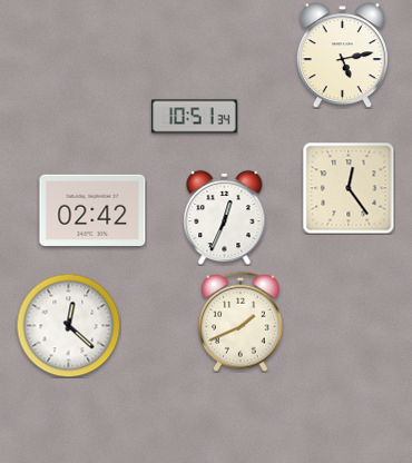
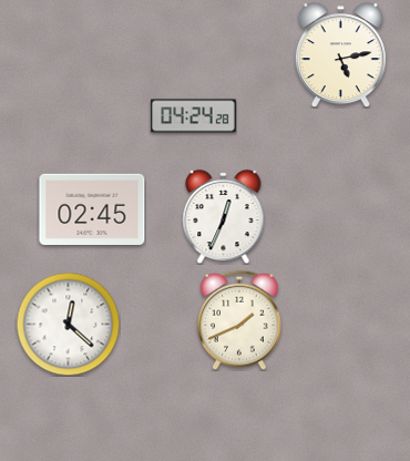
clock at (195, 117): 10:51 -> 04:24
clock at (349, 188): 12:24 -> none
clock at (92, 209): 02:42 -> 02:45
